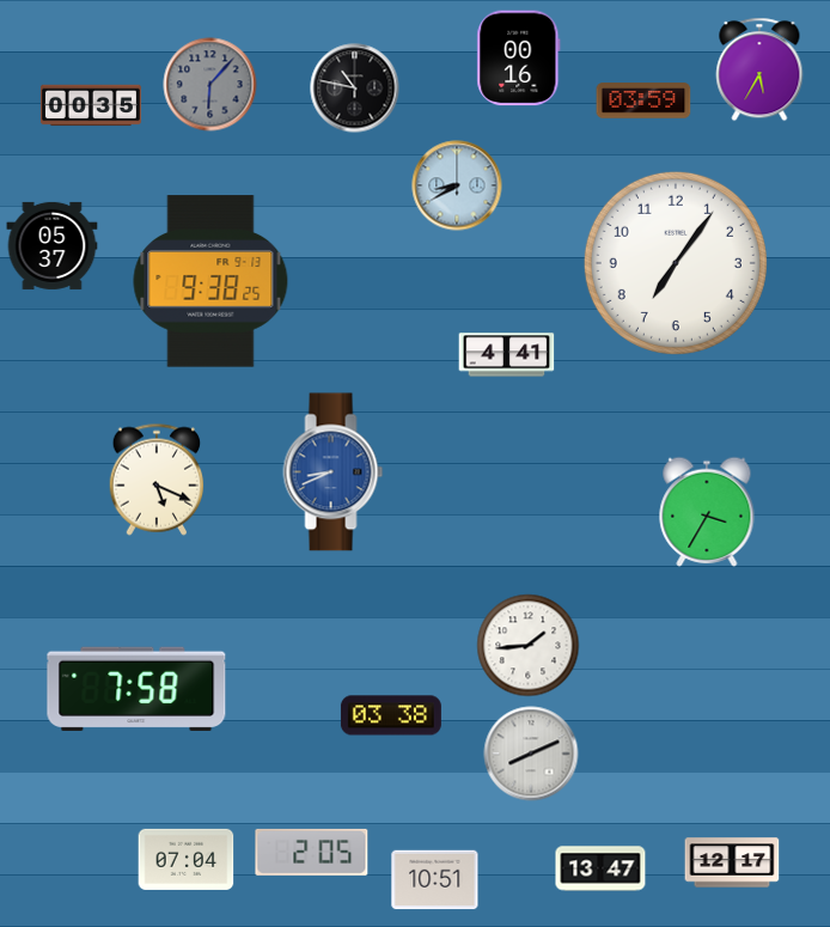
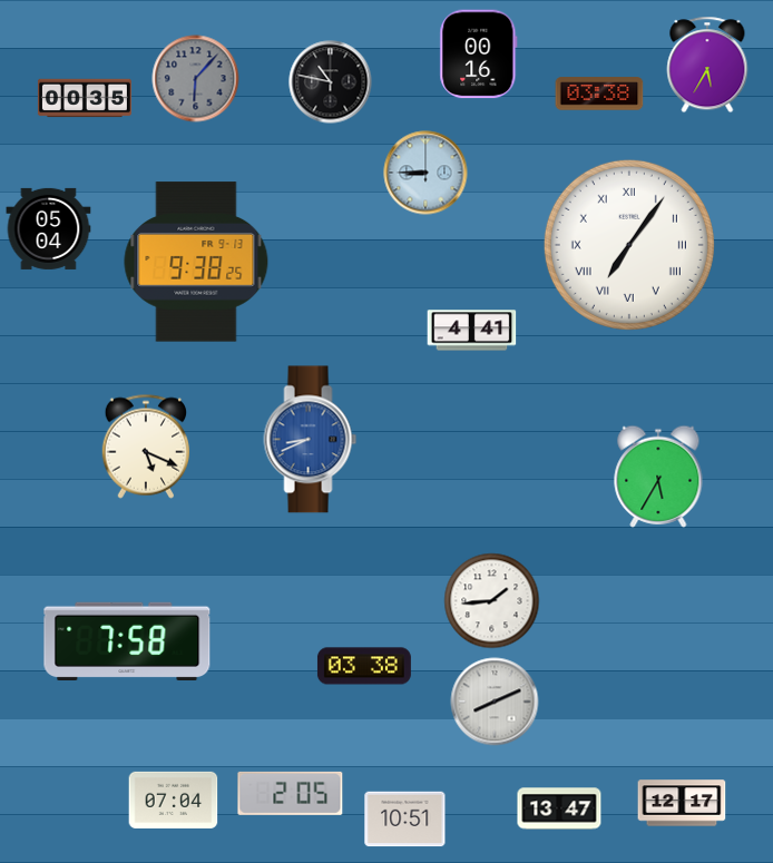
clock at (519, 59) position: (519, 59) -> (479, 55)
clock at (643, 100): 03:59 -> 03:38
clock at (457, 185): 8:40 -> 8:45
clock at (53, 245): 05:37 -> 05:04
clock at (676, 263) numerals: Arabic -> Roman
clock at (707, 512): 3:35 -> 5:35
